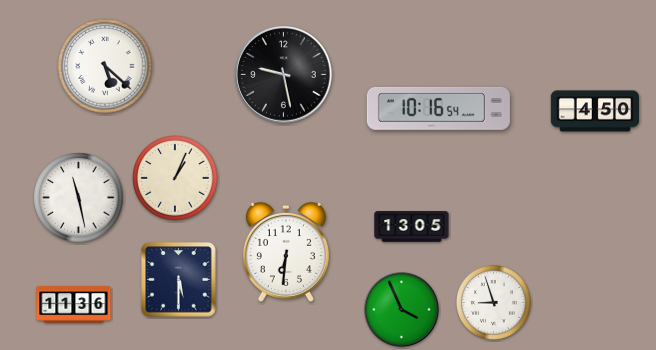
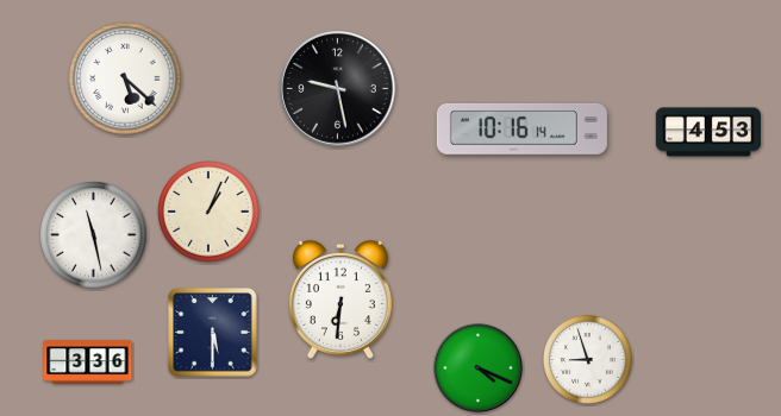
clock at (438, 108): 10:16:54 -> 10:16:14
clock at (594, 111): 4:50 -> 4:53
clock at (412, 227): 13:05 -> none
clock at (74, 305): 11:36 -> 3:36
clock at (402, 310): 3:56 -> 4:19
